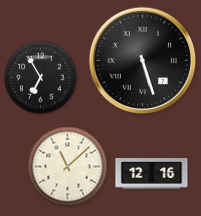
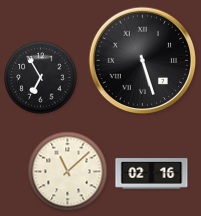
clock at (68, 167) position: (68, 167) -> (68, 172)
clock at (152, 174): 12:16 -> 02:16
